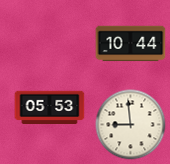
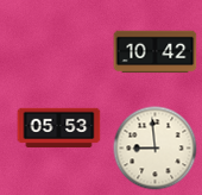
clock at (131, 44): 10:44 -> 10:42
